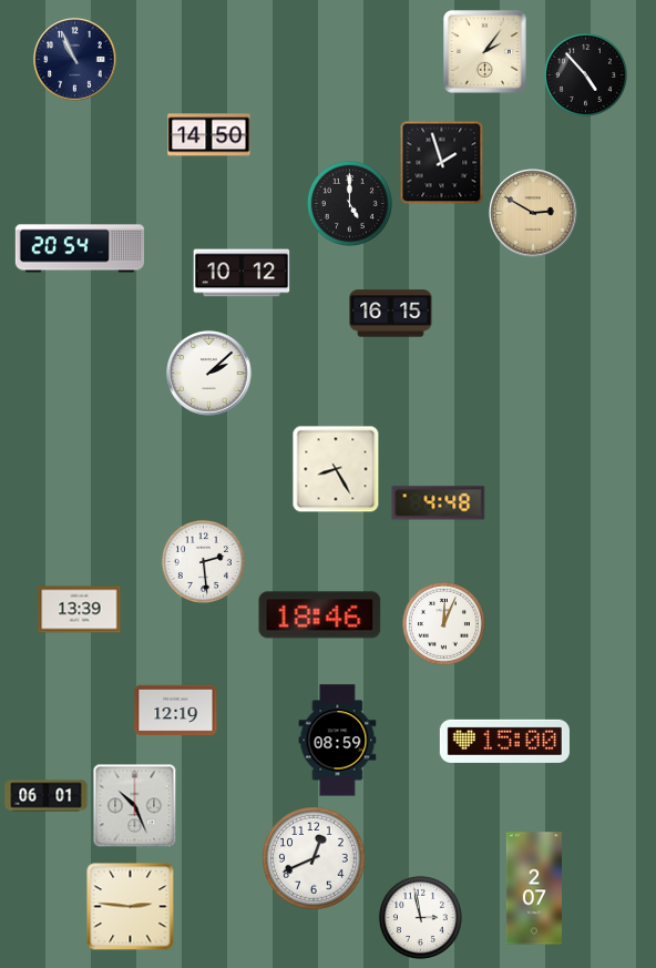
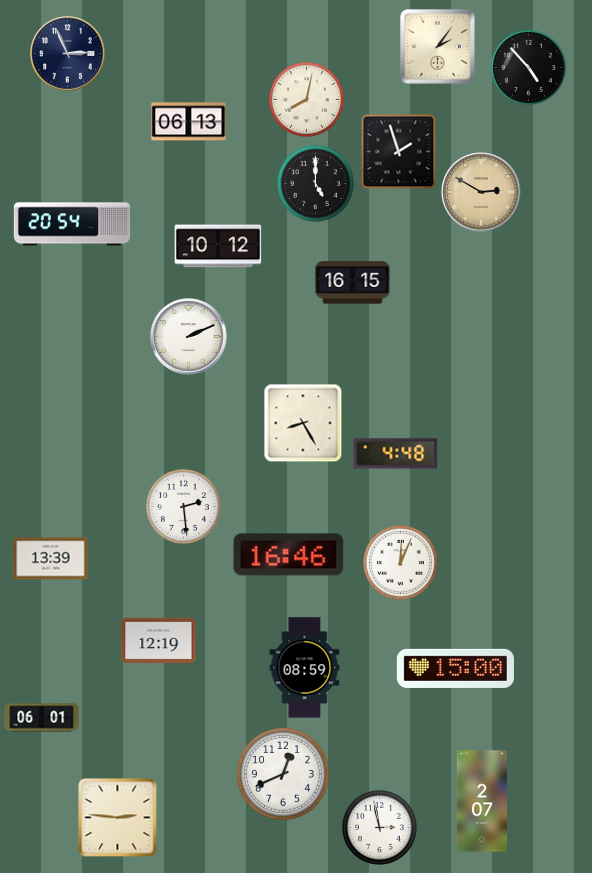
clock at (75, 60): 10:56 -> 2:56
clock at (306, 99): none -> 8:02
clock at (209, 135): 14:50 -> 06:13
clock at (442, 163) position: (442, 163) -> (399, 152)
clock at (209, 374): 2:08 -> 2:11
clock at (80, 610) position: (80, 610) -> (51, 559)
clock at (320, 615): 18:46 -> 16:46
clock at (135, 806): 10:26 -> none
